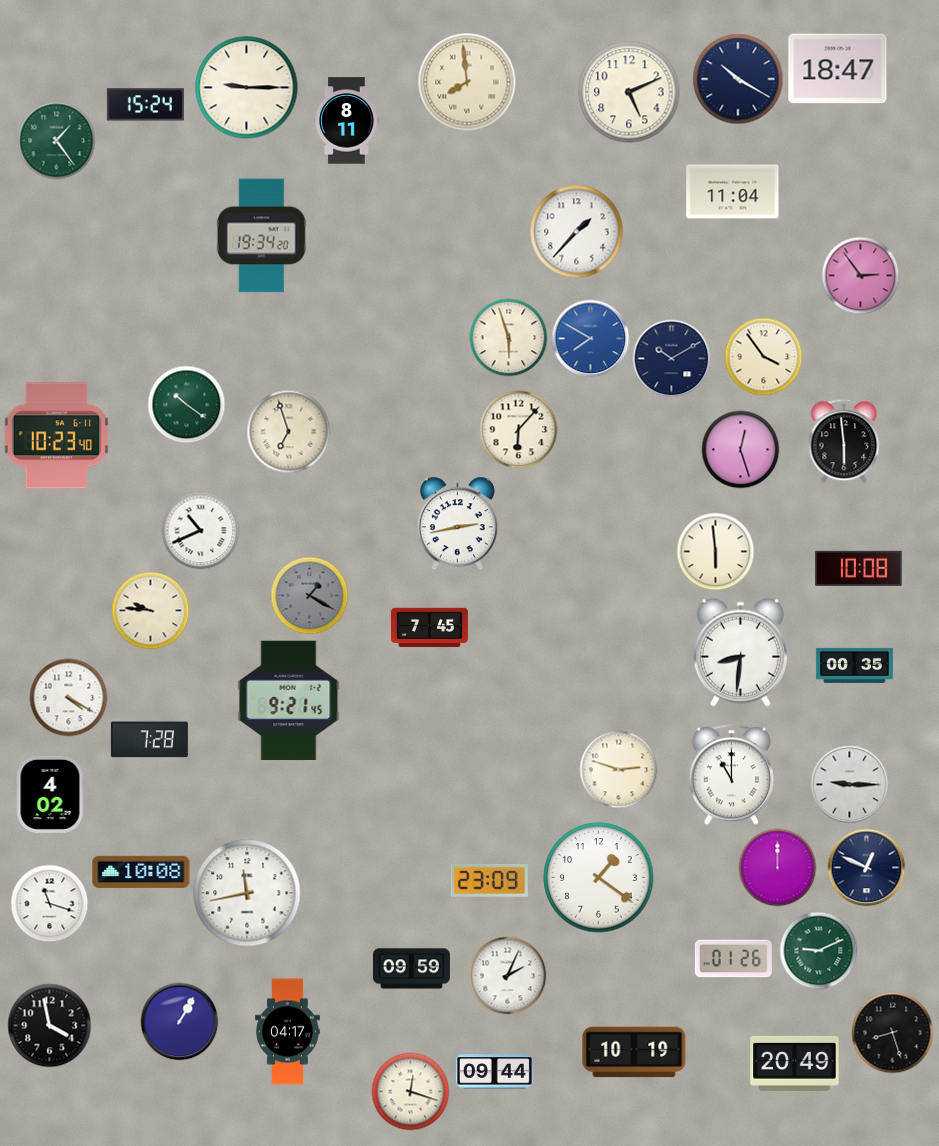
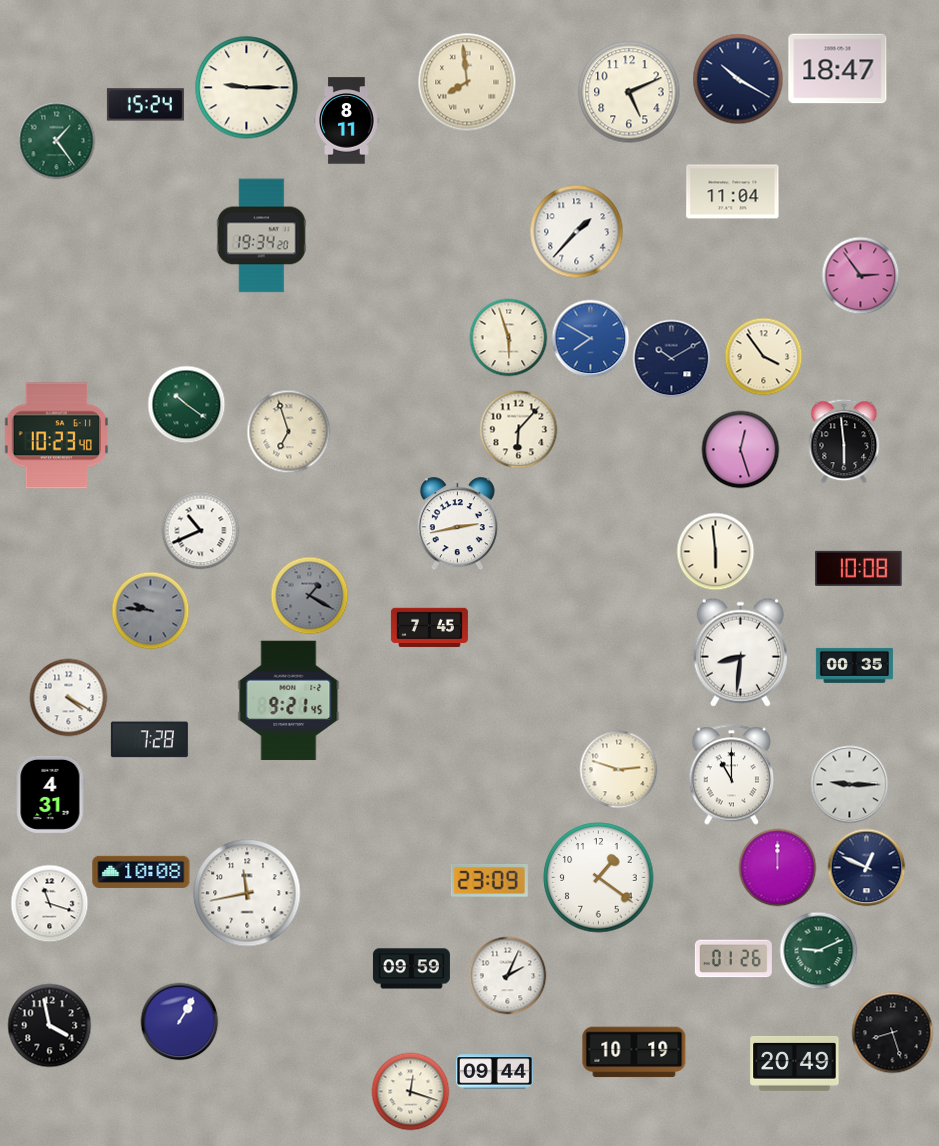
clock at (150, 610) dial: cream -> grey
clock at (50, 794): 4:02 -> 4:31
clock at (288, 1032): 04:17 -> none
